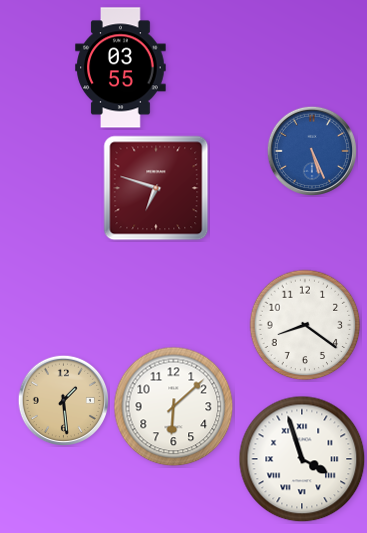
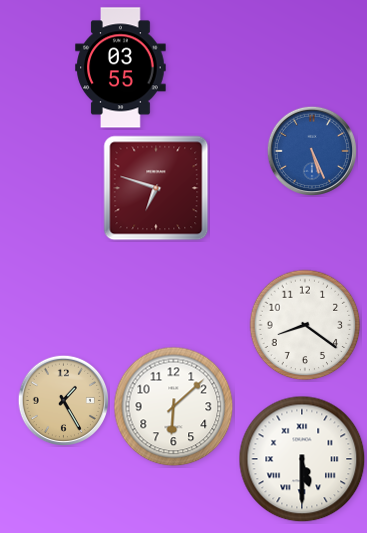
clock at (63, 400): 1:29 -> 1:25
clock at (302, 459): 3:57 -> 5:30
